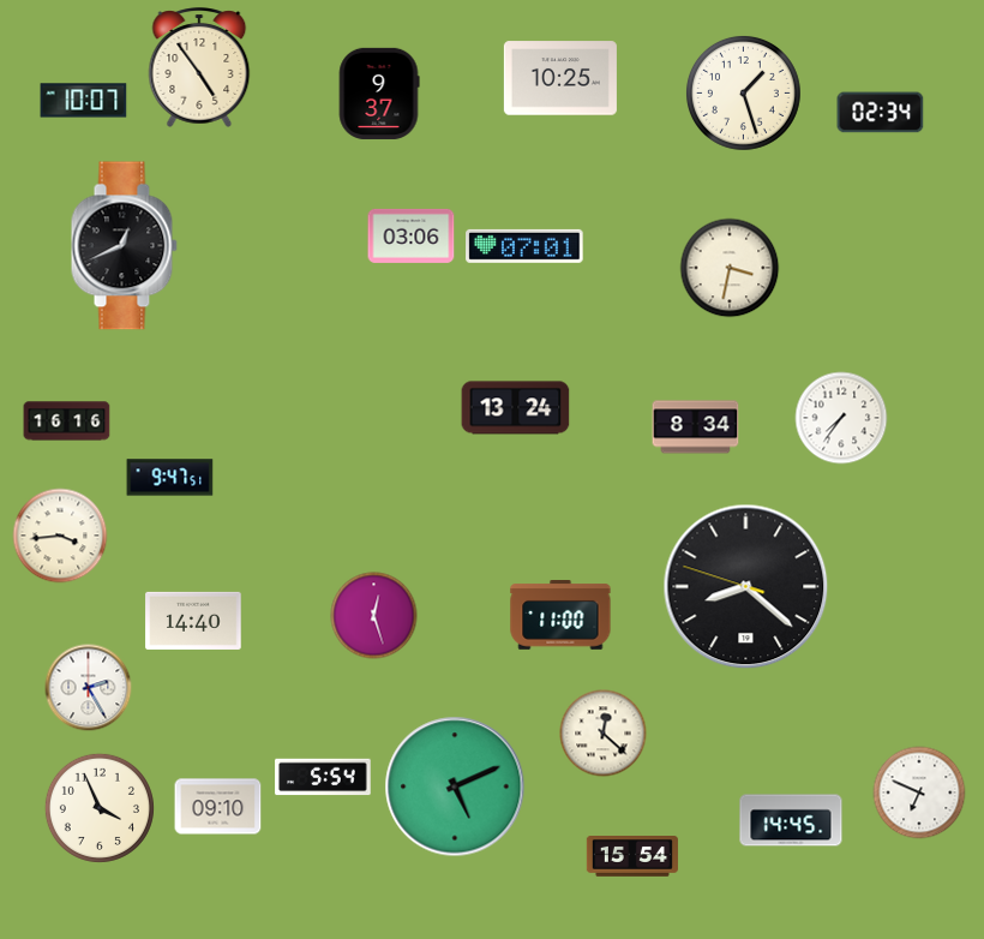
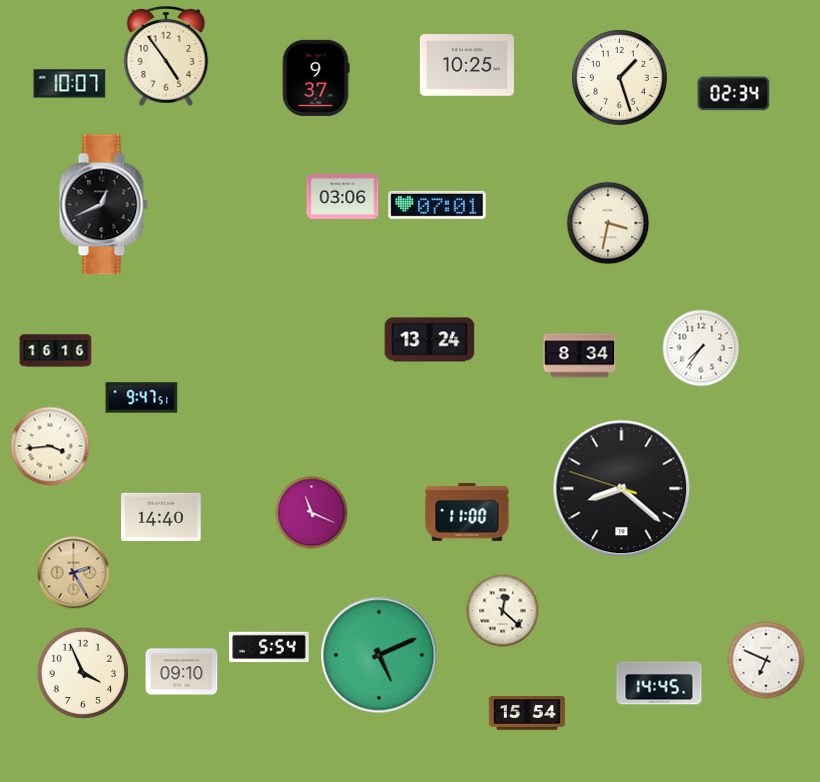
clock at (374, 616): 12:27 -> 11:19
clock at (89, 688) dial: white -> champagne
